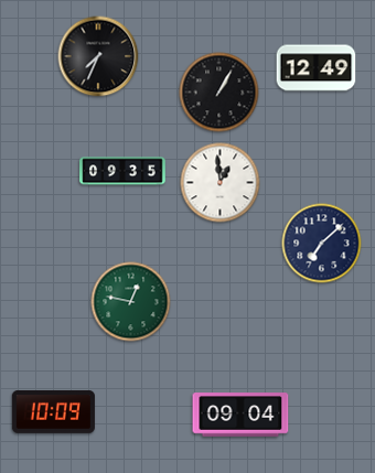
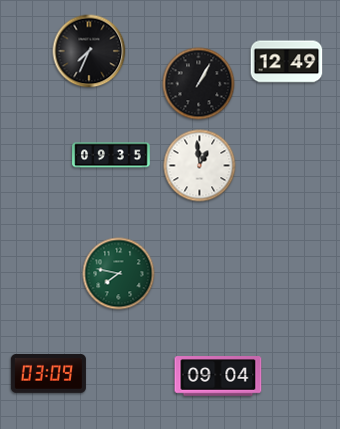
clock at (322, 244): 7:08 -> none
clock at (131, 302): 12:47 -> 7:47
clock at (53, 412): 10:09 -> 03:09
